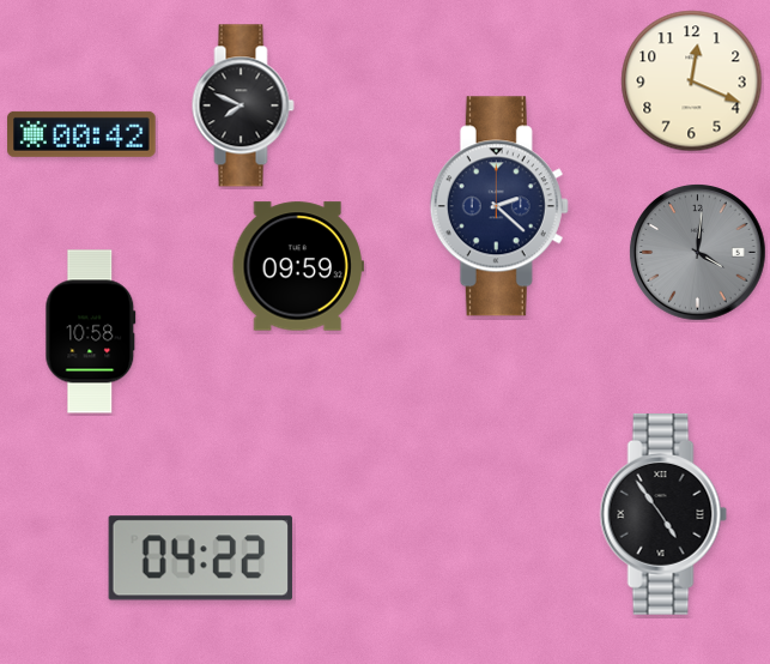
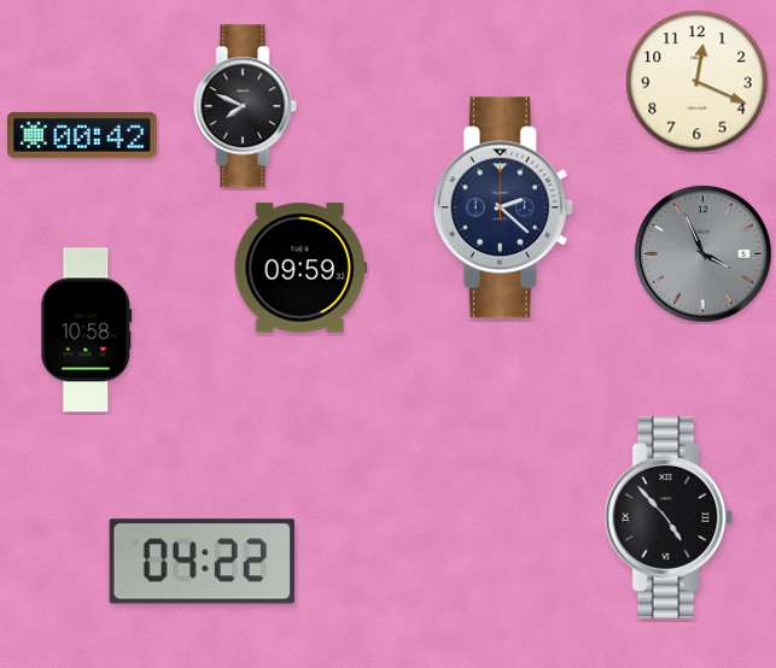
clock at (698, 253): 4:01 -> 3:56
clock at (91, 332) position: (91, 332) -> (87, 330)
clock at (663, 514): 4:54 -> 4:53
